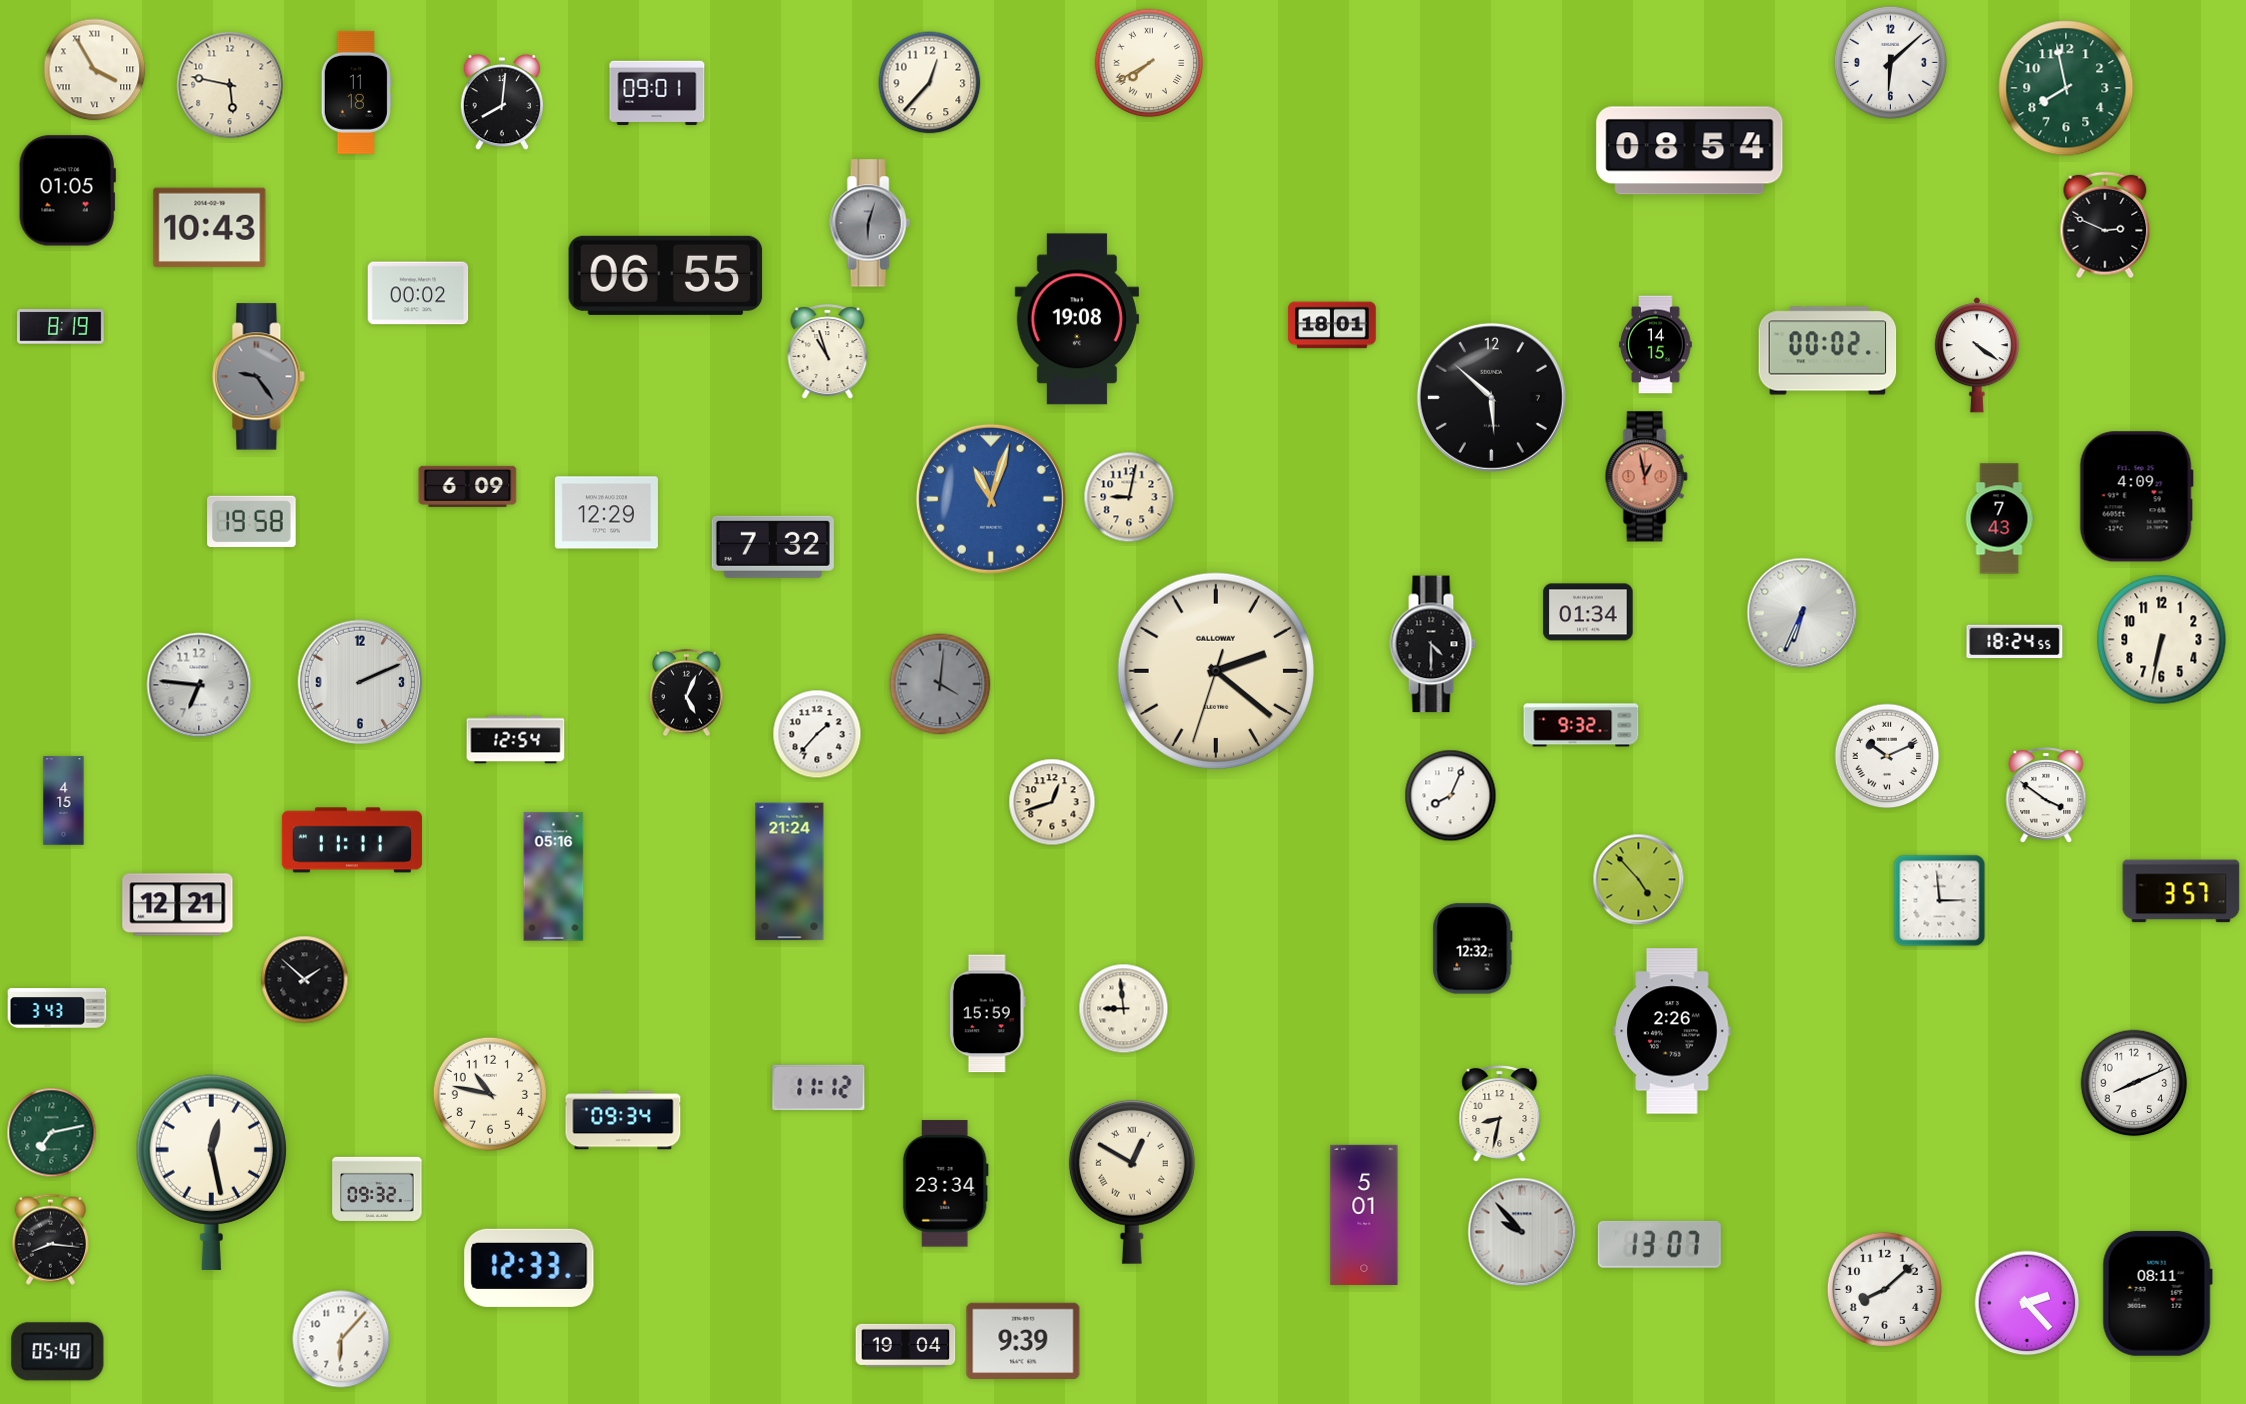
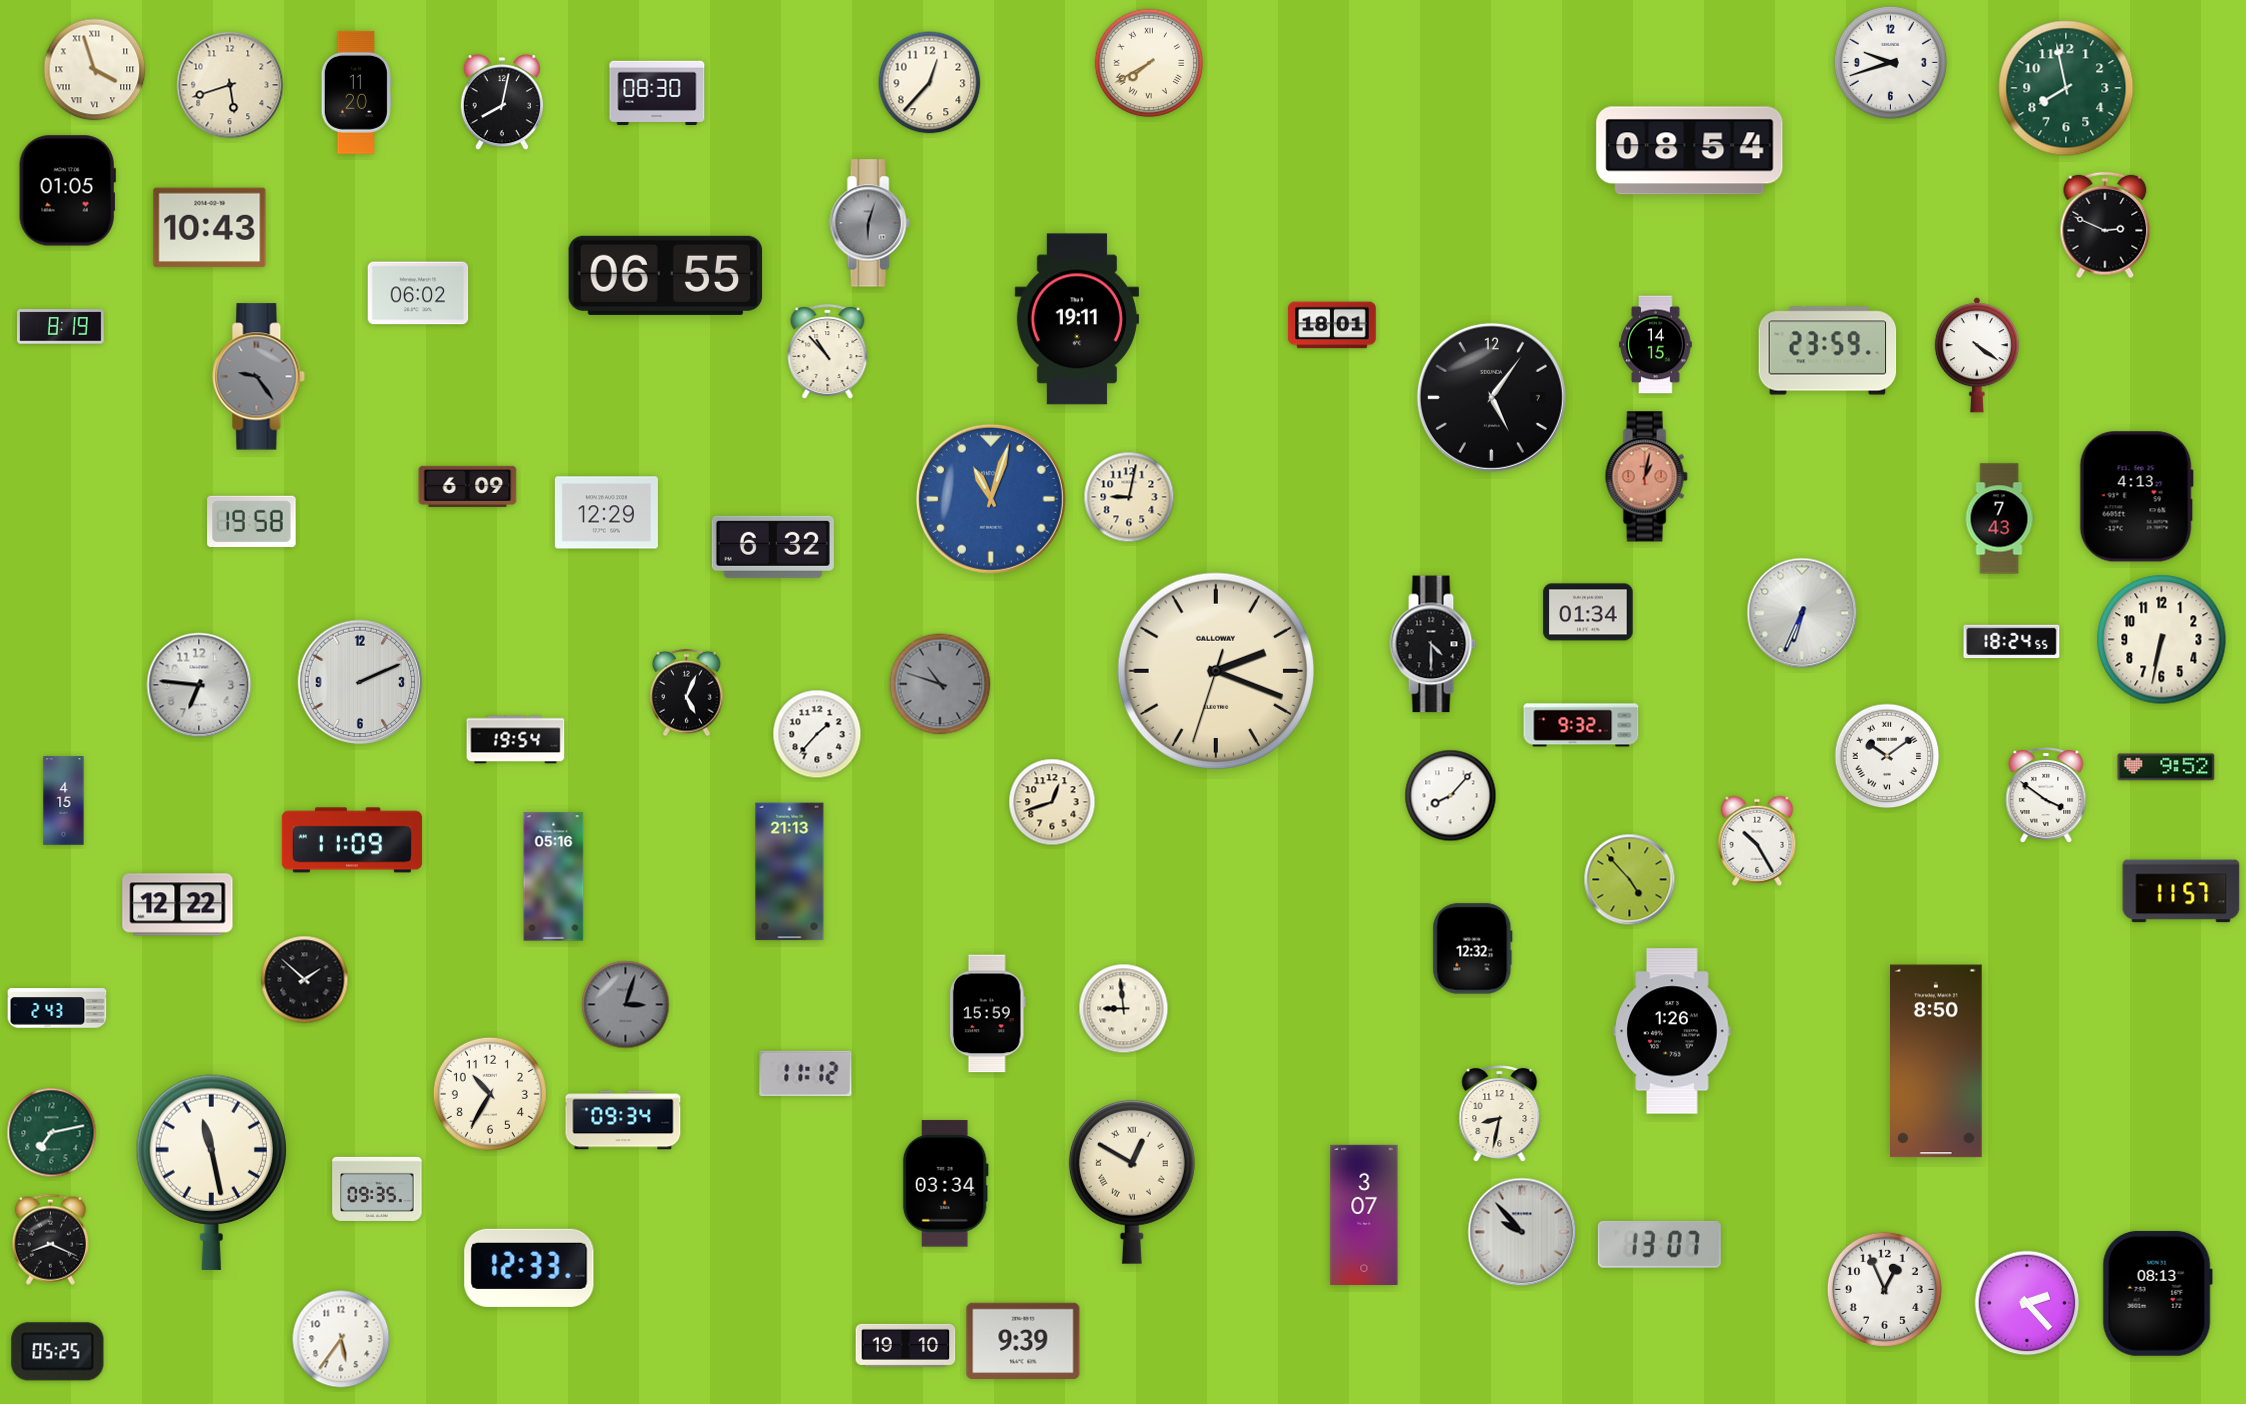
clock at (1890, 62): 6:08 -> 9:42
clock at (95, 70): 3:55 -> 3:57
clock at (230, 85): 5:47 -> 5:42
clock at (356, 92): 11:18 -> 11:20
clock at (657, 92): 09:01 -> 08:30
clock at (502, 103): 8:01 -> 8:02
clock at (418, 293): 00:02 -> 06:02
clock at (1077, 319): 19:08 -> 19:11
clock at (1828, 351): 00:02 -> 23:59
clock at (828, 352): 10:57 -> 10:53
clock at (1491, 397): 5:52 -> 5:06
clock at (1646, 477): 12:58 -> 1:02
clock at (2136, 497): 4:09 -> 4:13
clock at (773, 547): 7:32 -> 6:32
clock at (2015, 642) position: (2015, 642) -> (2012, 642)
clock at (1215, 670): 2:21 -> 2:18
clock at (940, 684): 4:01 -> 10:48
clock at (516, 740): 12:54 -> 19:54
clock at (1887, 756): 10:11 -> 10:09
clock at (2166, 767): none -> 9:52
clock at (1451, 796): 8:04 -> 8:07
clock at (352, 840): 11:11 -> 11:09
clock at (1757, 841): none -> 10:25
clock at (790, 872): 21:24 -> 21:13
clock at (1639, 880) position: (1639, 880) -> (1630, 880)
clock at (2181, 891): 3:57 -> 11:57
clock at (1940, 901): 2:59 -> none
clock at (178, 905): 12:21 -> 12:22
clock at (626, 1005): none -> 3:03
clock at (57, 1008): 3:43 -> 2:43
clock at (1672, 1031): 2:26 -> 1:26
clock at (1937, 1061): none -> 8:50
clock at (2134, 1083): 8:11 -> none
clock at (819, 1088) position: (819, 1088) -> (806, 1074)
clock at (490, 1094): 10:47 -> 10:35
clock at (211, 1172): 12:28 -> 11:28
clock at (945, 1184): 23:34 -> 03:34
clock at (377, 1189): 09:32 -> 09:35
clock at (1364, 1215): 5:01 -> 3:07
clock at (50, 1239): 8:16 -> 8:19
clock at (1884, 1289): 8:08 -> 12:56
clock at (2157, 1293): 08:11 -> 08:13
clock at (341, 1339): 6:07 -> 5:36
clock at (906, 1345): 19:04 -> 19:10
clock at (58, 1352): 05:40 -> 05:25
